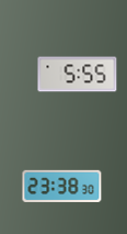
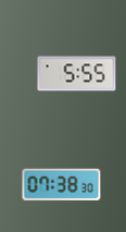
clock at (62, 186): 23:38 -> 07:38
